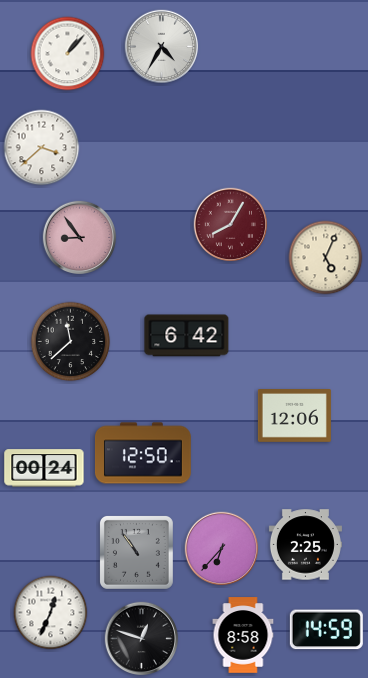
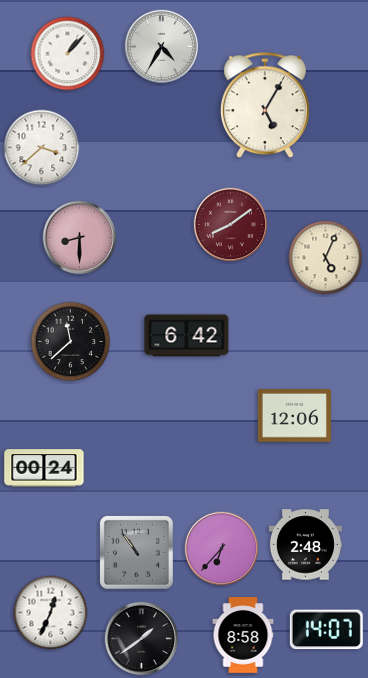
clock at (265, 106): none -> 5:05
clock at (231, 225): 8:05 -> 8:09
clock at (80, 238): 8:54 -> 8:30
clock at (143, 453): 12:50 -> none
clock at (305, 545): 2:25 -> 2:48
clock at (326, 630): 14:59 -> 14:07
clock at (142, 639): 12:48 -> 1:39
